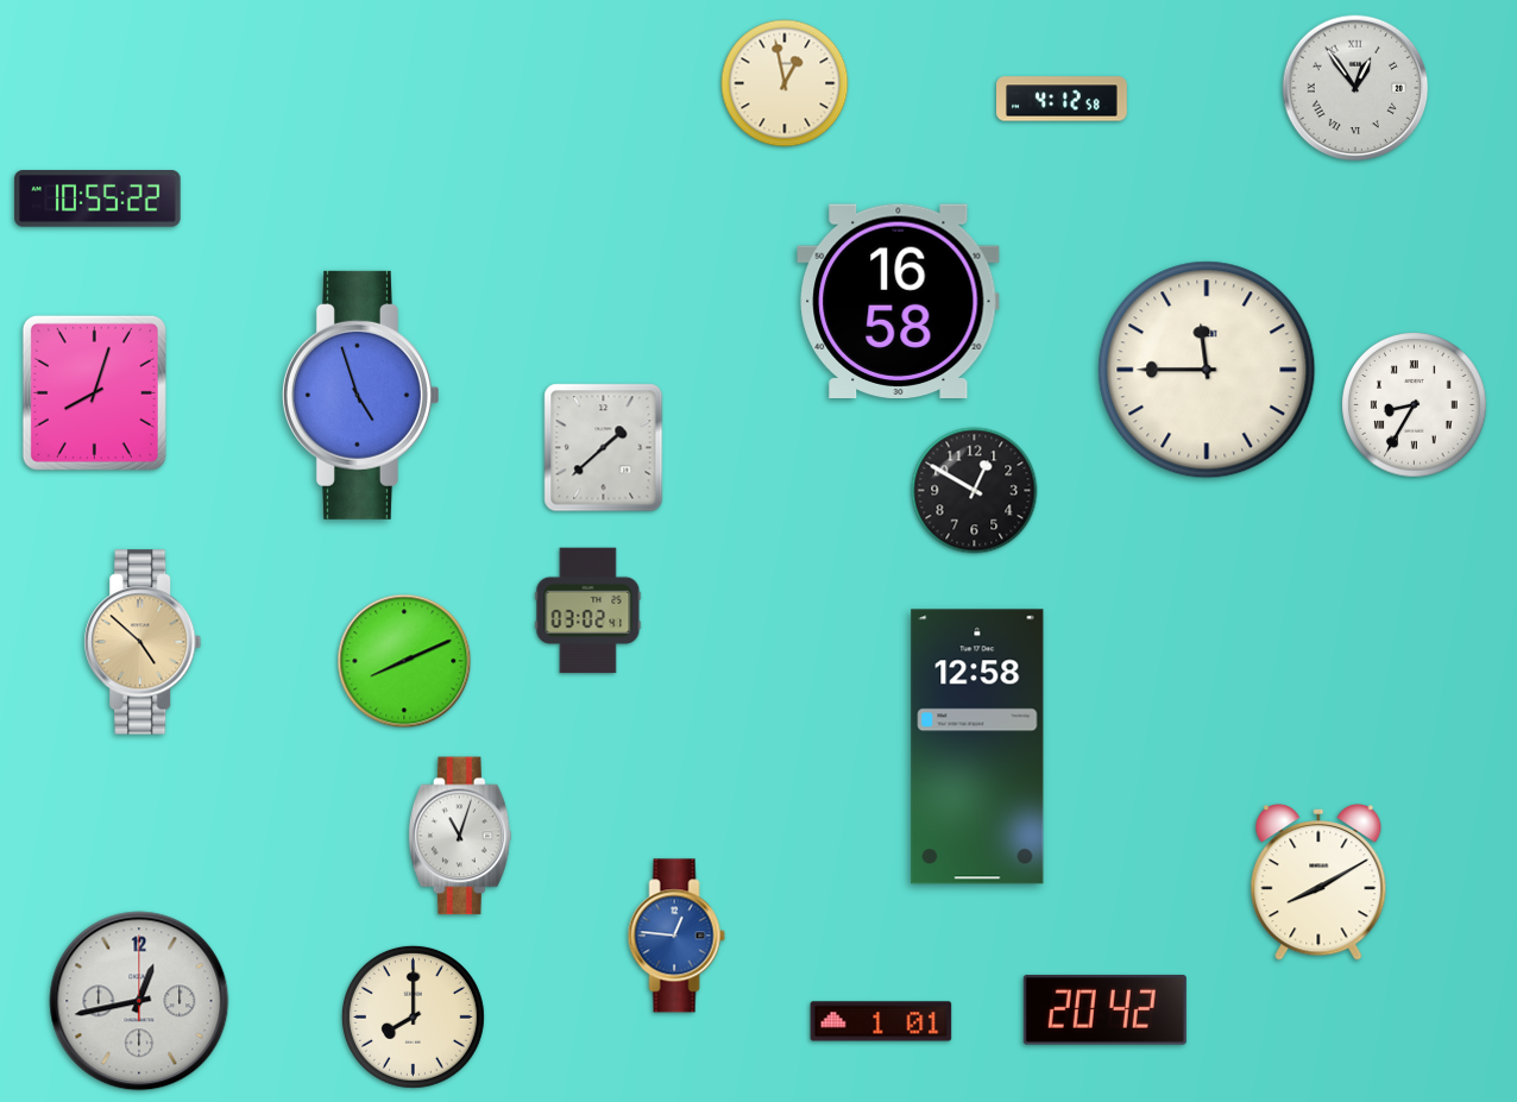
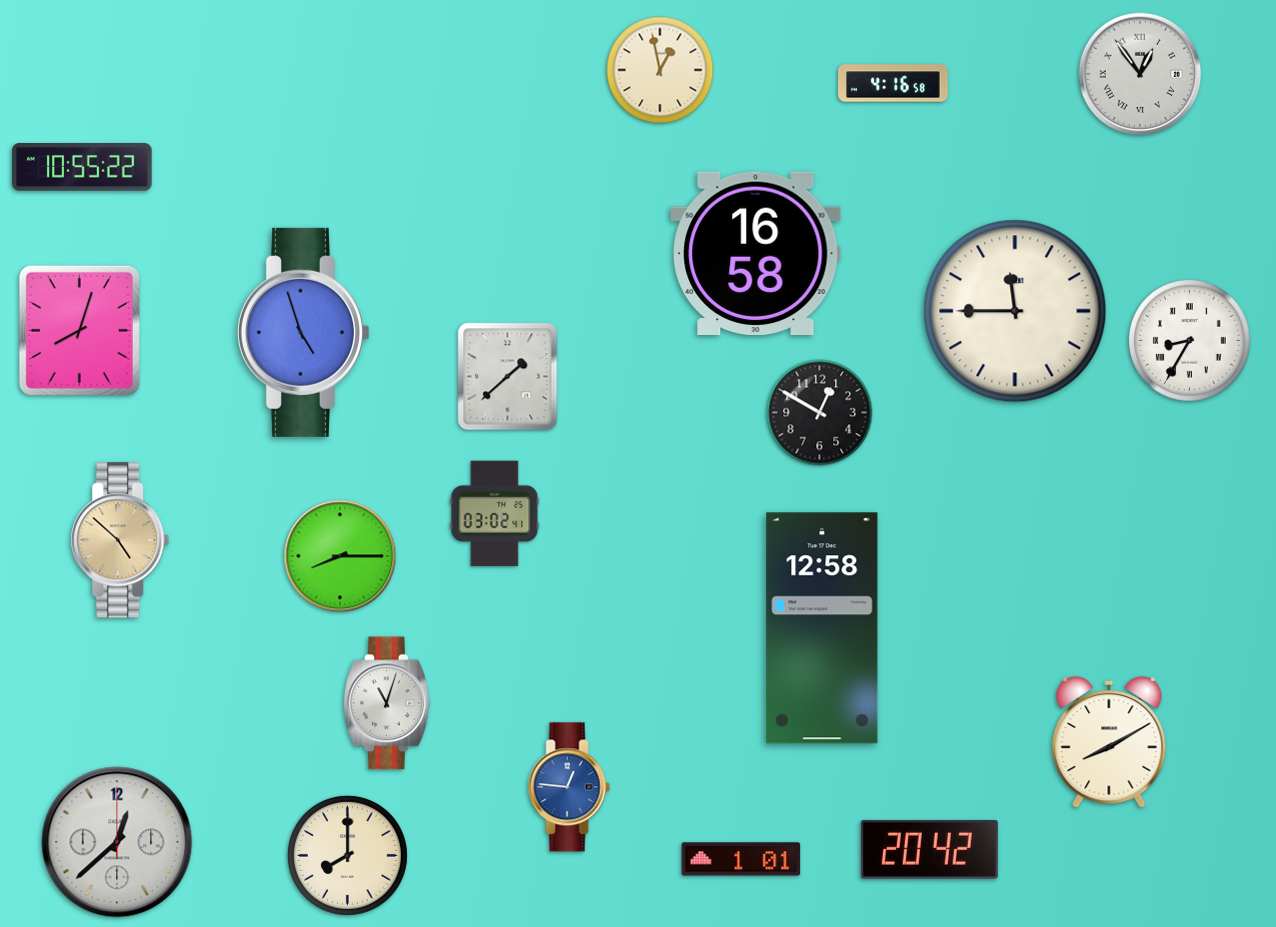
clock at (1063, 99): 4:12 -> 4:16
clock at (404, 661): 8:11 -> 8:15
clock at (139, 1001): 12:43 -> 12:38
